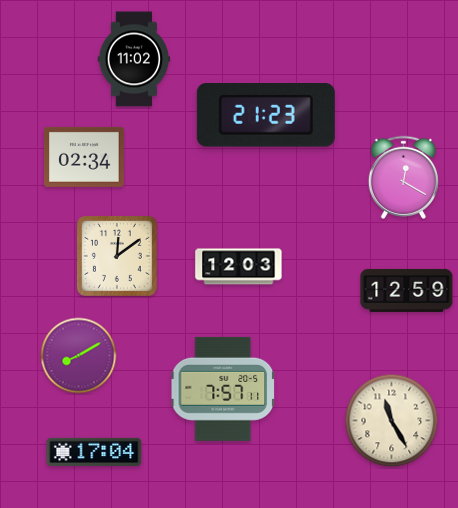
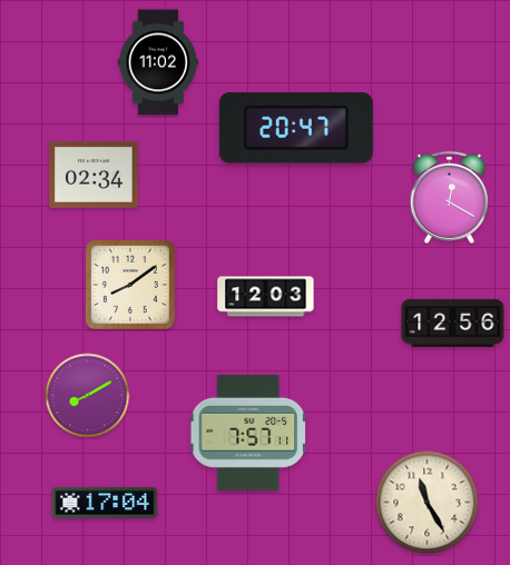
clock at (134, 59) position: (134, 59) -> (158, 62)
clock at (266, 115): 21:23 -> 20:47
clock at (117, 256): 12:09 -> 8:09
clock at (407, 290): 12:59 -> 12:56
clock at (392, 421) position: (392, 421) -> (428, 503)
